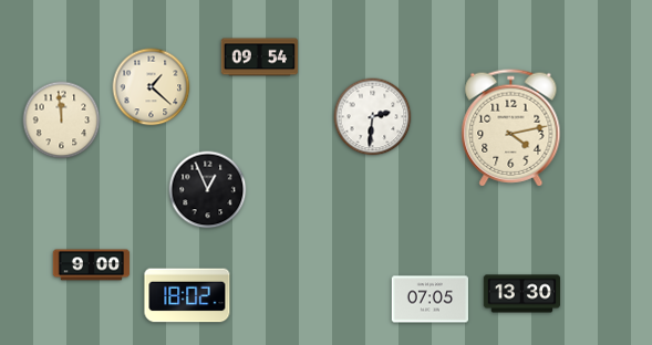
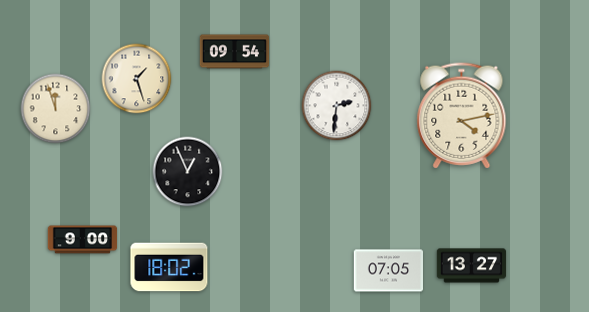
clock at (152, 87): 1:22 -> 1:27
clock at (62, 121): 11:59 -> 11:57
clock at (522, 294): 13:30 -> 13:27
